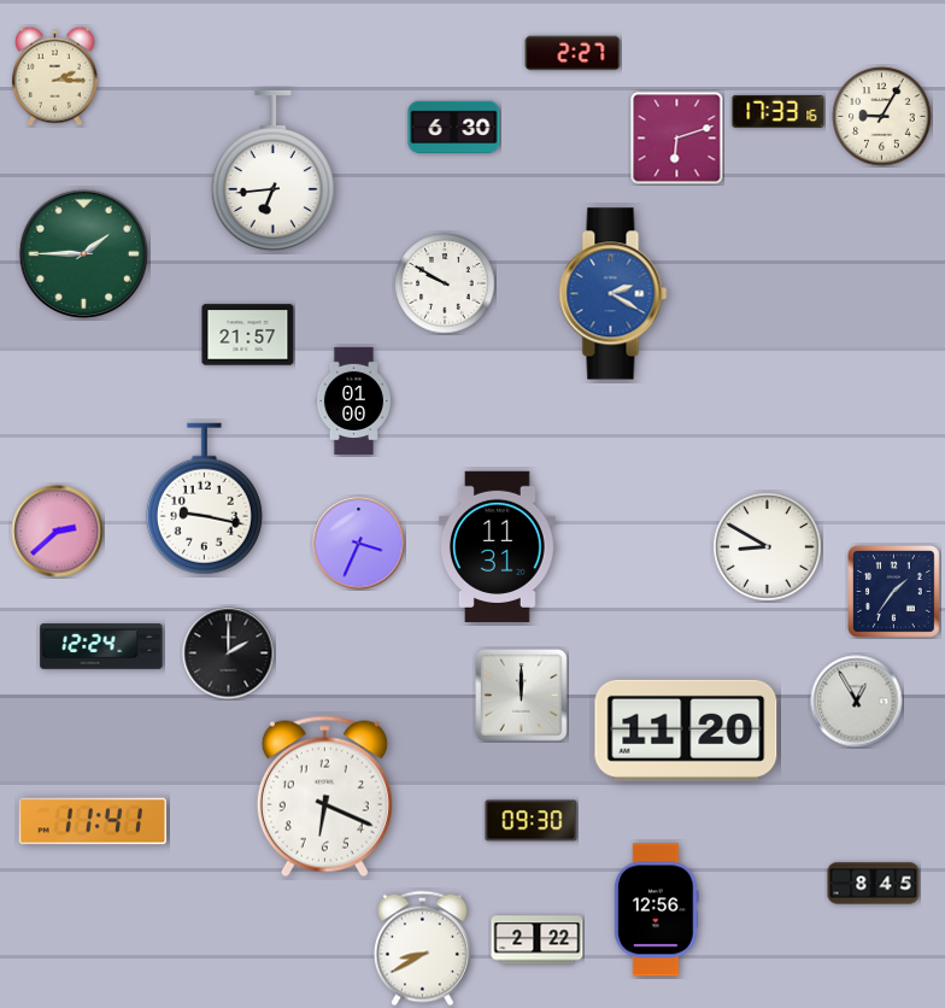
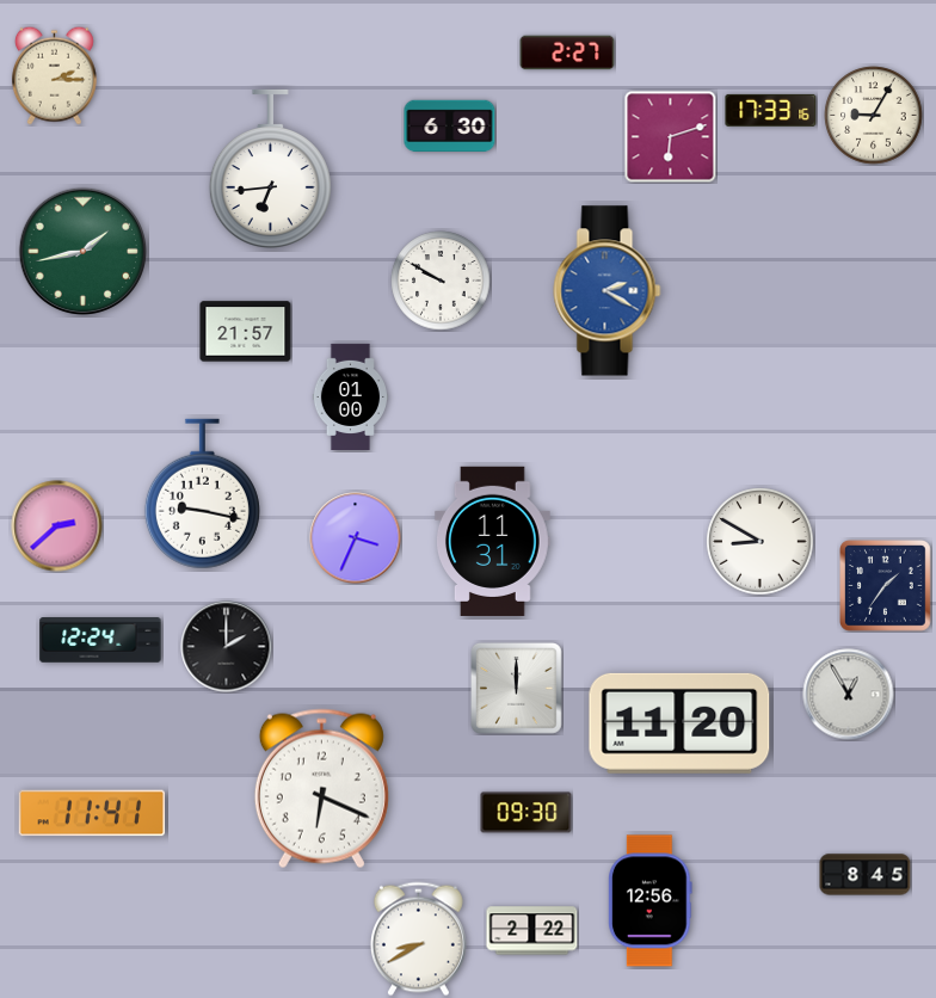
clock at (83, 253): 1:45 -> 1:43
